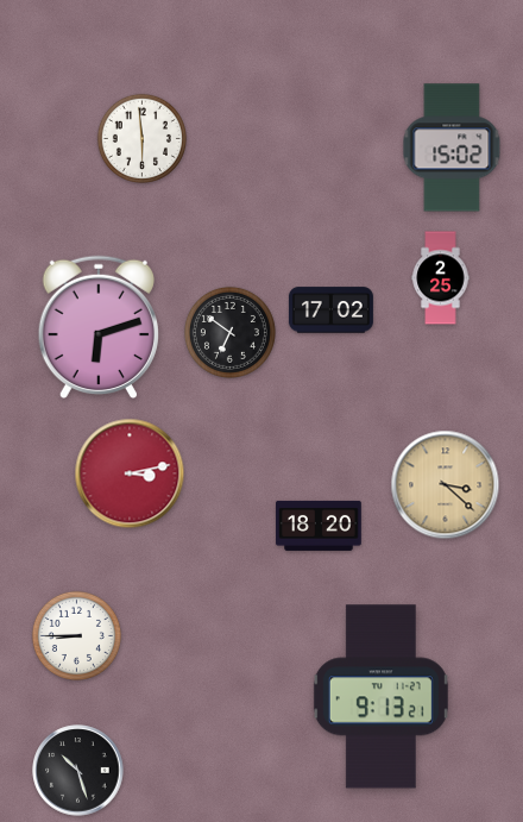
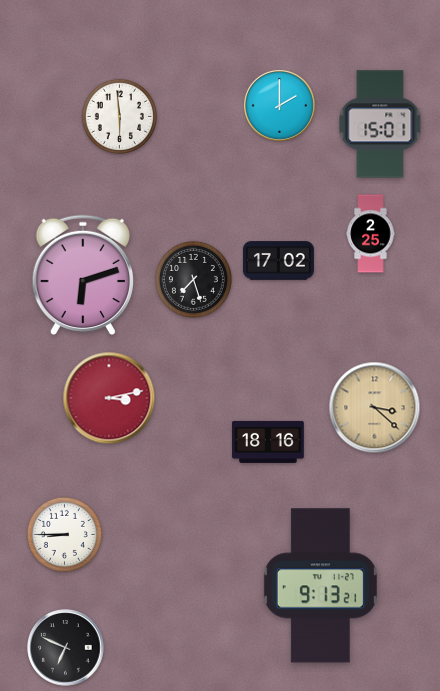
clock at (279, 105): none -> 2:00
clock at (452, 148): 15:02 -> 15:01
clock at (229, 332): 6:51 -> 7:27
clock at (319, 526): 18:20 -> 18:16
clock at (78, 771): 10:27 -> 6:49
